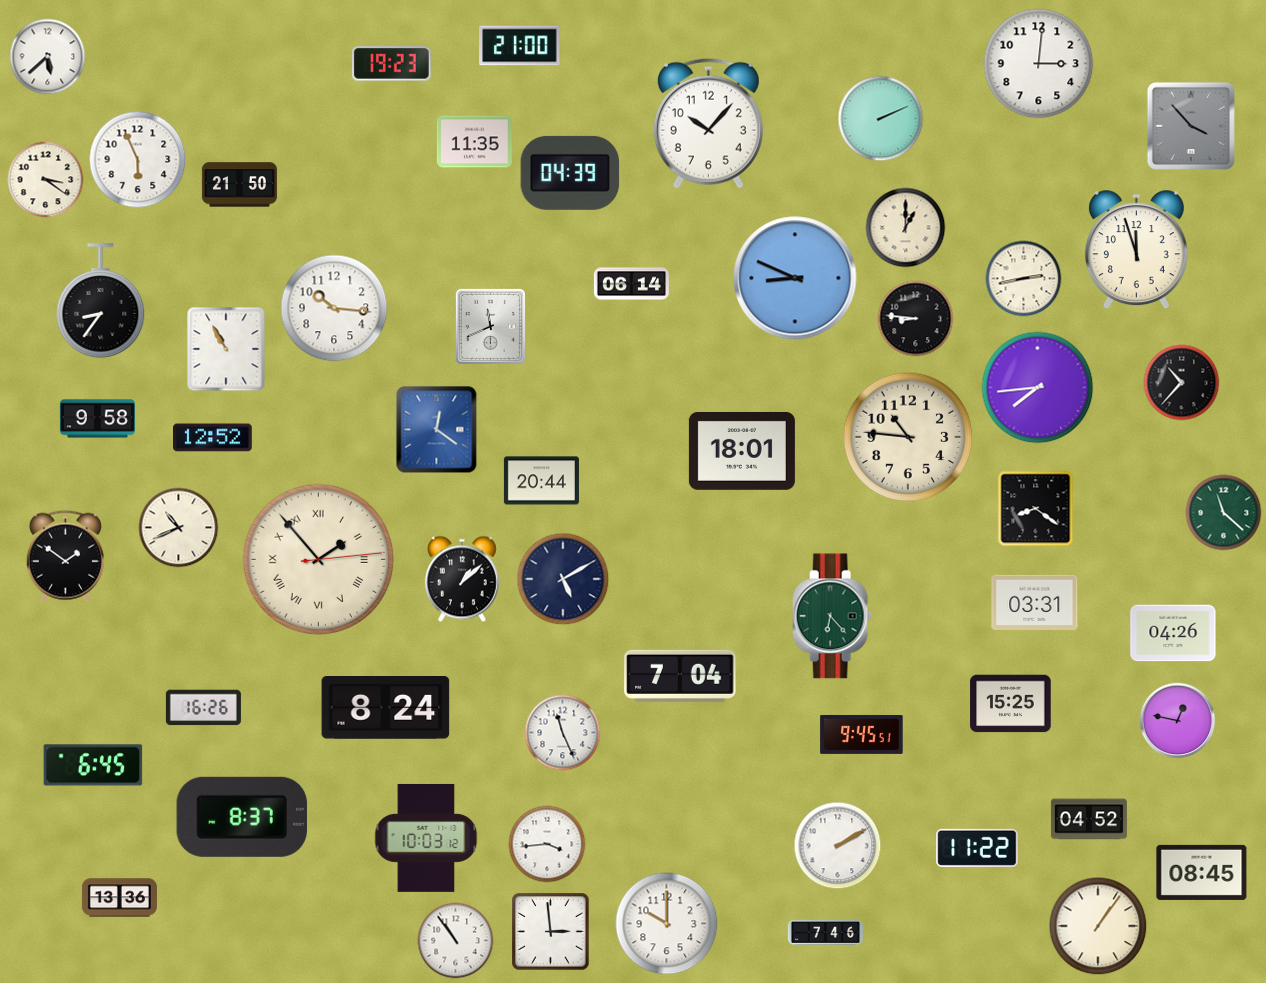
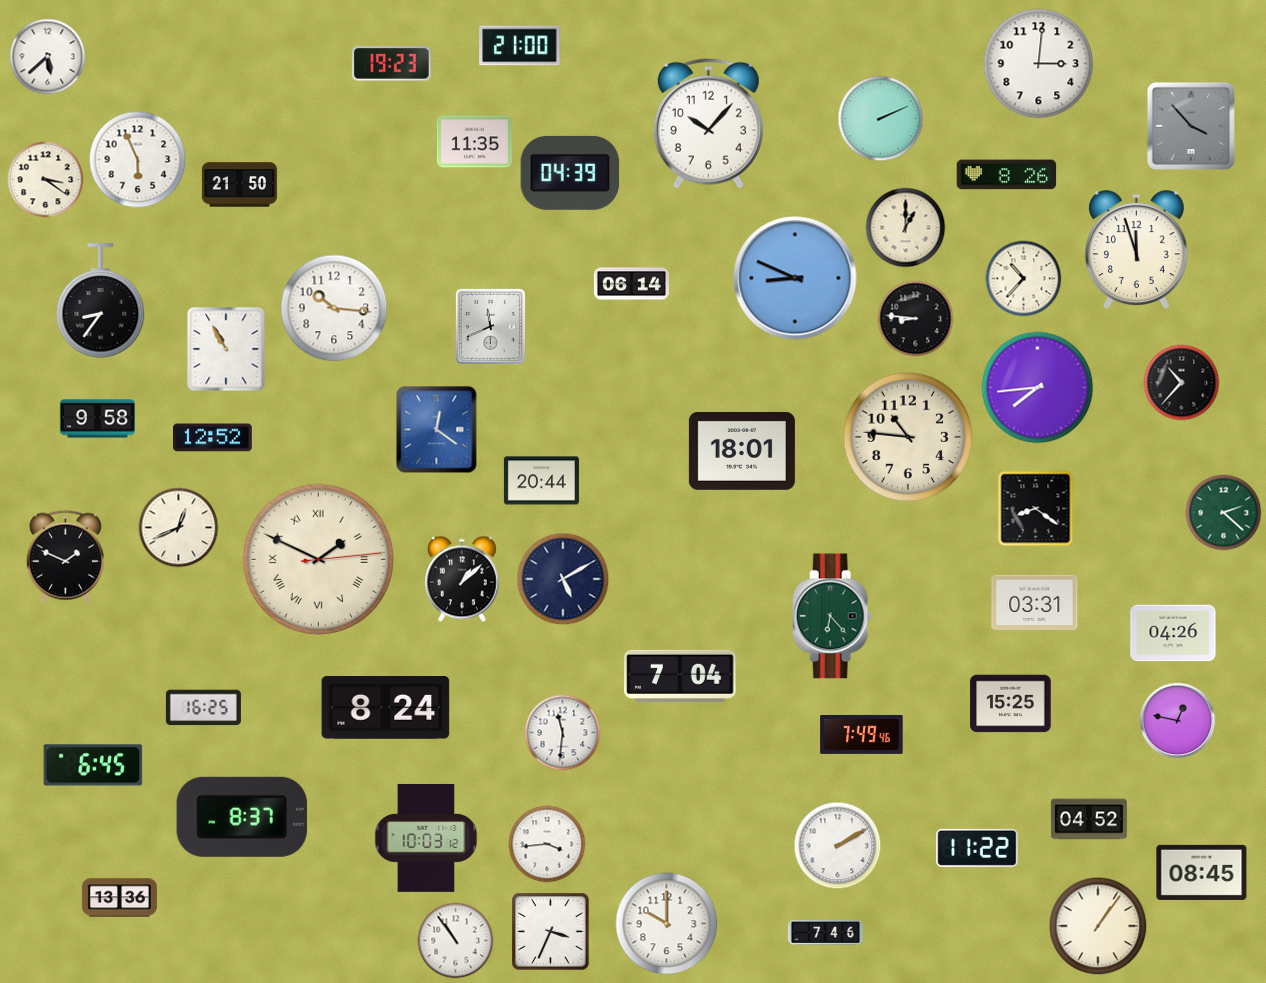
clock at (1007, 175): none -> 8:26
clock at (1024, 279): 2:43 -> 10:37
clock at (1224, 513): 11:22 -> 2:22
clock at (179, 528): 10:41 -> 12:41
clock at (65, 556): 1:51 -> 1:49
clock at (319, 560): 1:53 -> 1:49
clock at (203, 708): 16:26 -> 16:25
clock at (563, 733): 11:26 -> 11:31
clock at (862, 734): 9:45 -> 7:49
clock at (551, 932): 2:59 -> 3:34
